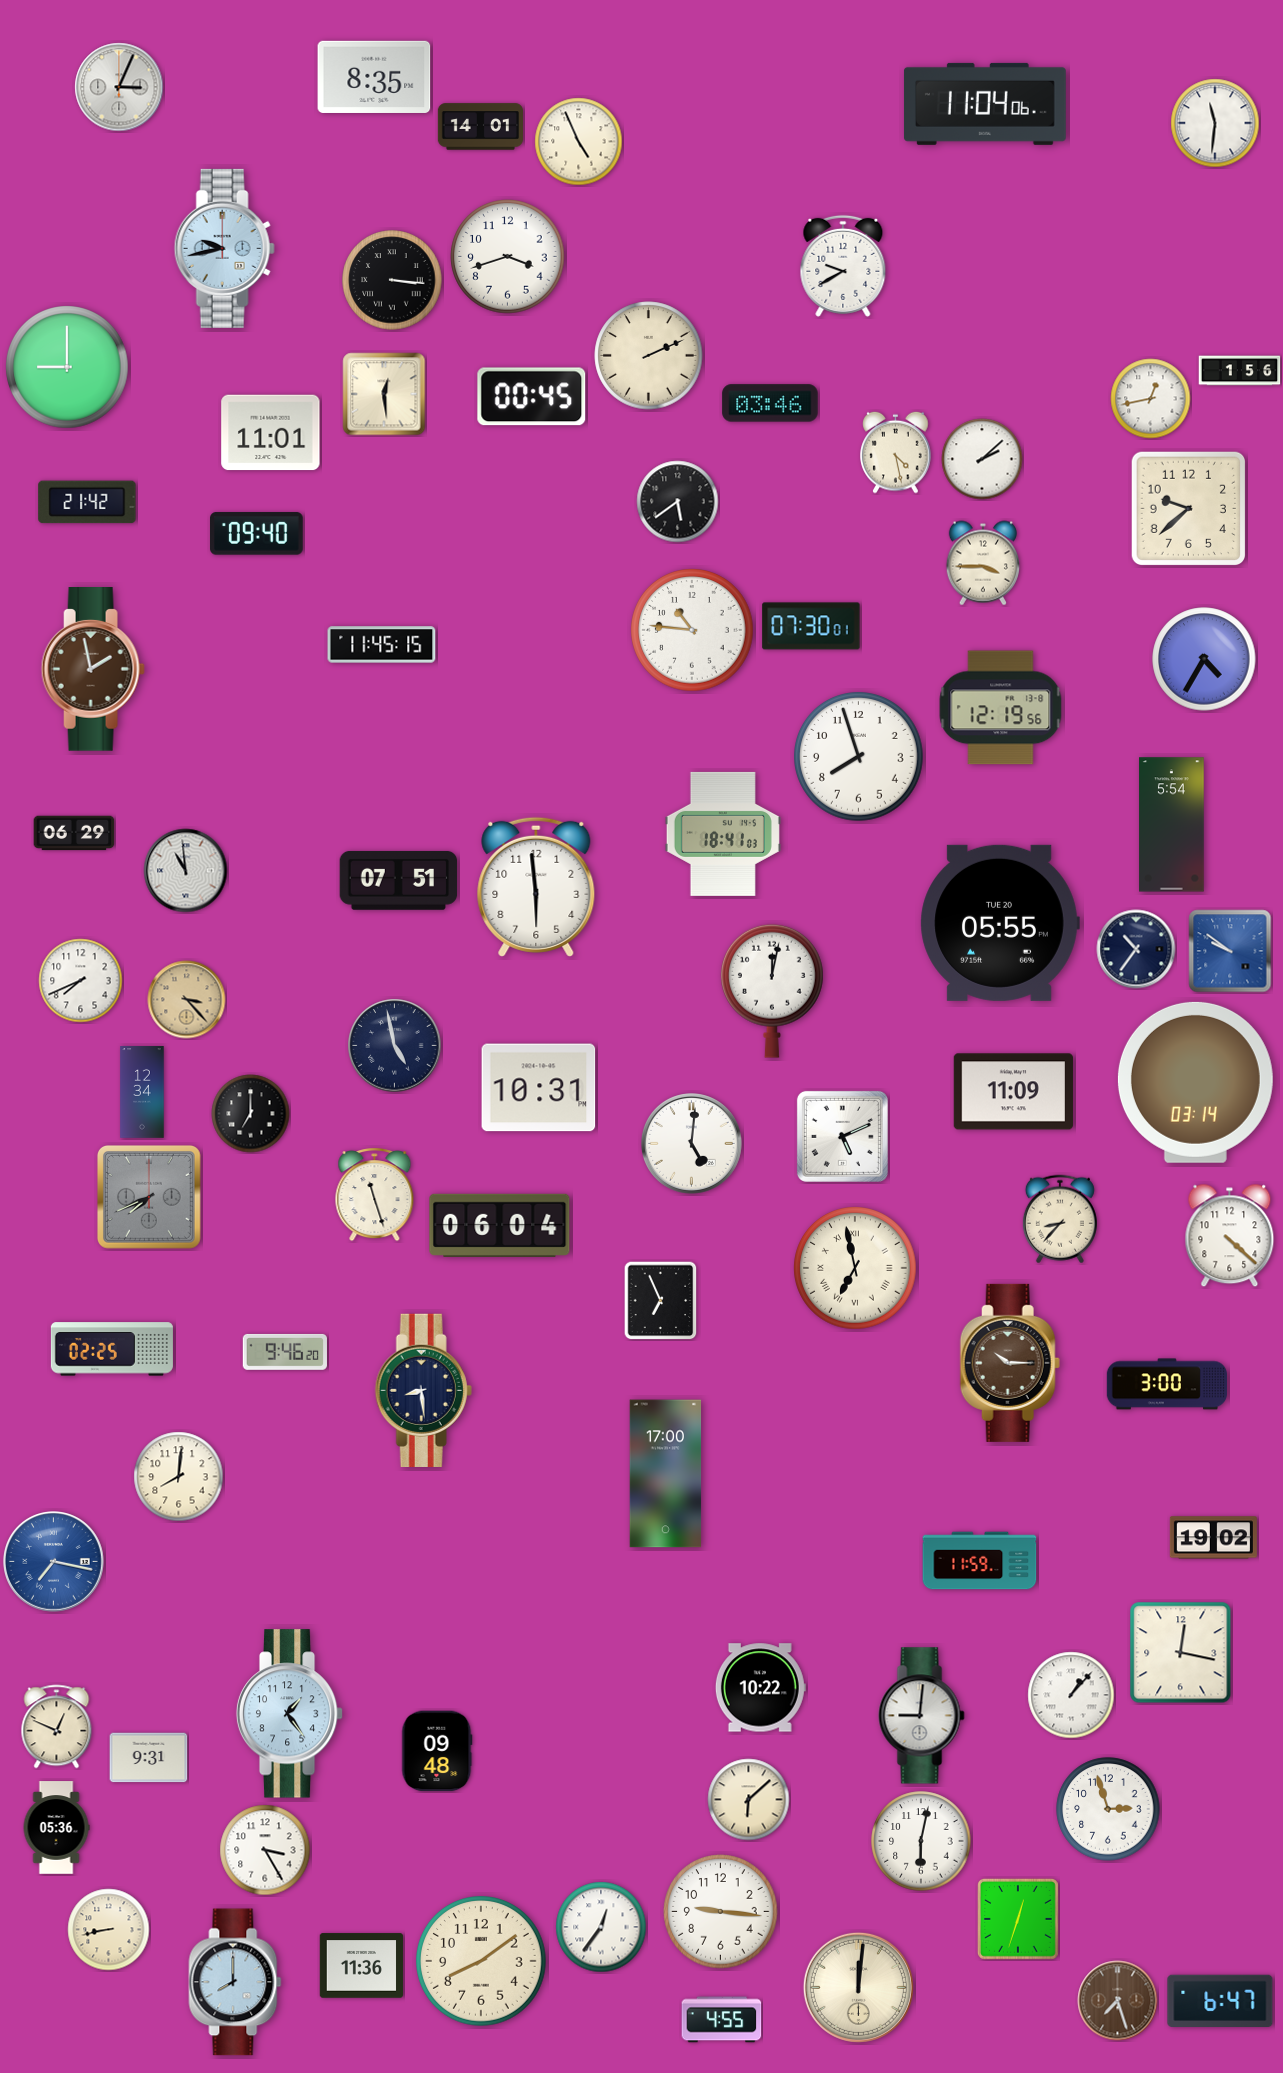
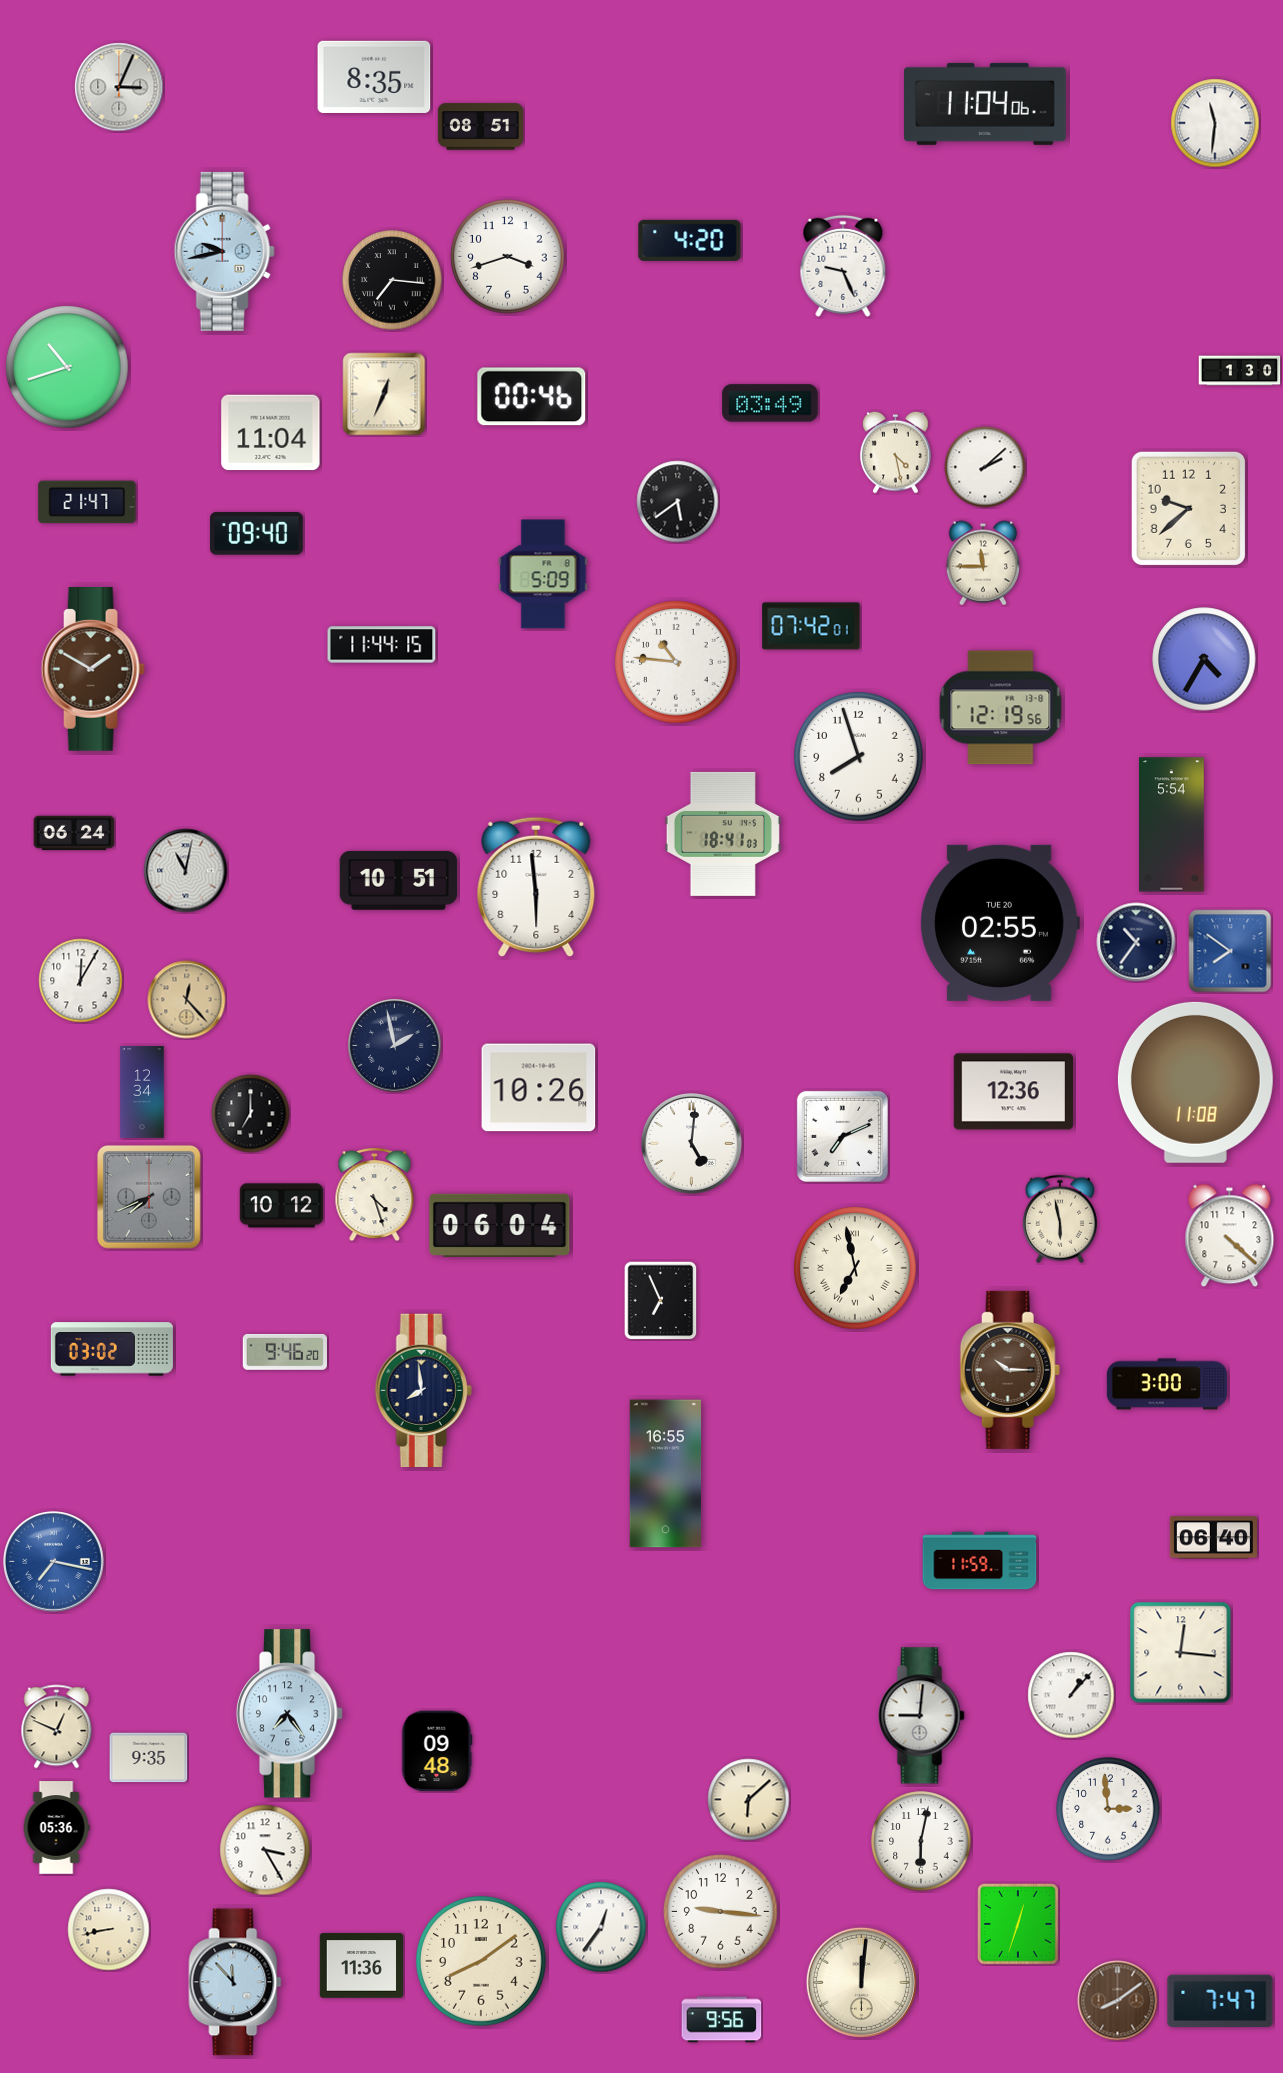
clock at (480, 127): 14:01 -> 08:51
clock at (579, 142): 4:56 -> none
clock at (690, 240): none -> 4:20
clock at (224, 248) position: (224, 248) -> (224, 251)
clock at (843, 266): 9:40 -> 9:26
clock at (392, 280): 3:16 -> 7:16
clock at (649, 356): 2:11 -> none
clock at (67, 367): 9:00 -> 10:42
clock at (1240, 371): 1:56 -> 1:30
clock at (384, 394): 12:29 -> 12:34
clock at (532, 397): 00:45 -> 00:46
clock at (1151, 399): 12:43 -> none
clock at (770, 403): 03:46 -> 03:49
clock at (271, 433): 11:01 -> 11:04
clock at (982, 459) position: (982, 459) -> (985, 467)
clock at (87, 502): 21:42 -> 21:47
clock at (983, 563): 3:45 -> 11:45
clock at (543, 574): none -> 5:09
clock at (811, 626): 07:30 -> 07:42
clock at (692, 630) position: (692, 630) -> (676, 662)
clock at (382, 645): 11:45 -> 11:44
clock at (93, 670): 1:58 -> 1:50
clock at (74, 833): 06:29 -> 06:24
clock at (186, 871): 10:59 -> 11:02
clock at (399, 880): 07:51 -> 10:51
clock at (1000, 923): 05:55 -> 02:55
clock at (1136, 949) position: (1136, 949) -> (1136, 942)
clock at (1230, 951): 9:51 -> 7:51
clock at (81, 981): 7:41 -> 12:05
clock at (772, 991): 12:02 -> none
clock at (187, 1000): 3:23 -> 12:23
clock at (395, 1046): 4:58 -> 1:58
clock at (1195, 1082): 03:14 -> 11:08
clock at (539, 1088): 10:31 -> 10:26
clock at (1013, 1092): 11:09 -> 12:36
clock at (842, 1136): 5:11 -> 7:11
clock at (375, 1195): 11:27 -> 4:27
clock at (282, 1206): none -> 10:12
clock at (1060, 1219): 8:37 -> 5:58
clock at (112, 1349): 02:25 -> 03:02
clock at (1010, 1363) position: (1010, 1363) -> (1010, 1370)
clock at (423, 1390): 8:29 -> 7:59
clock at (666, 1474): 17:00 -> 16:55
clock at (179, 1477): 8:01 -> none
clock at (1213, 1538): 19:02 -> 06:40
clock at (1181, 1653): 12:17 -> 12:16
clock at (760, 1688): 10:22 -> none
clock at (290, 1714): 1:24 -> 7:24
clock at (149, 1758): 9:31 -> 9:35
clock at (1108, 1809): 2:57 -> 2:59
clock at (1018, 1919) position: (1018, 1919) -> (1018, 1924)
clock at (235, 1982): 8:00 -> 11:53
clock at (858, 1987) position: (858, 1987) -> (861, 1982)
clock at (1220, 2000): 6:47 -> 7:47
clock at (1118, 2001): 7:27 -> 8:09
clock at (722, 2020): 4:55 -> 9:56
